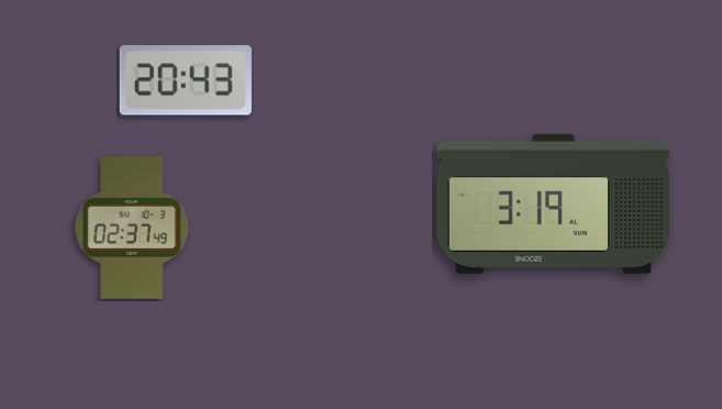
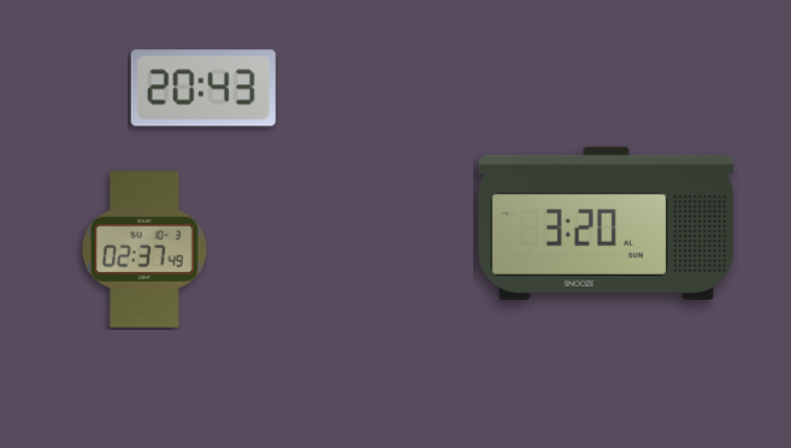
clock at (554, 203): 3:19 -> 3:20
